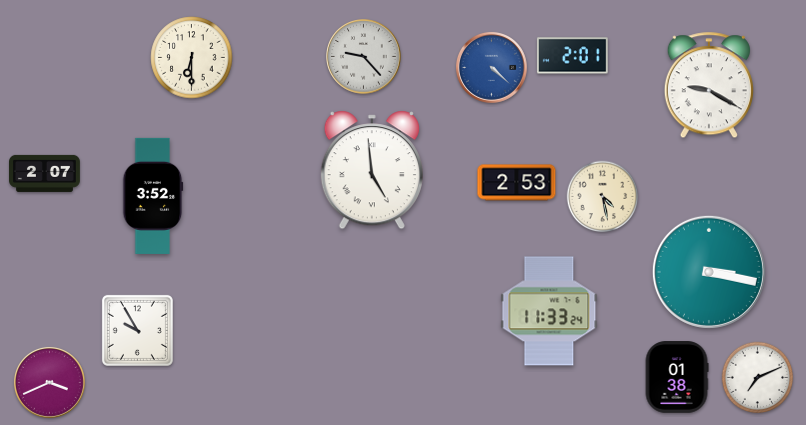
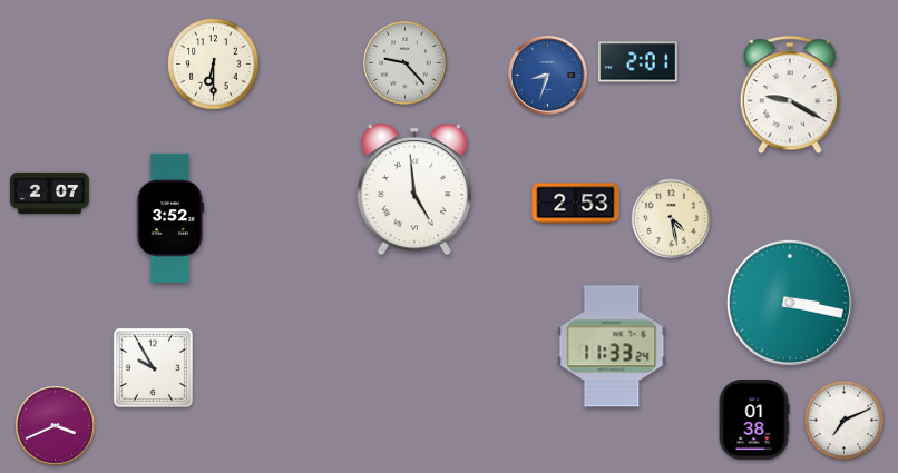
clock at (491, 67): 4:22 -> 8:33
